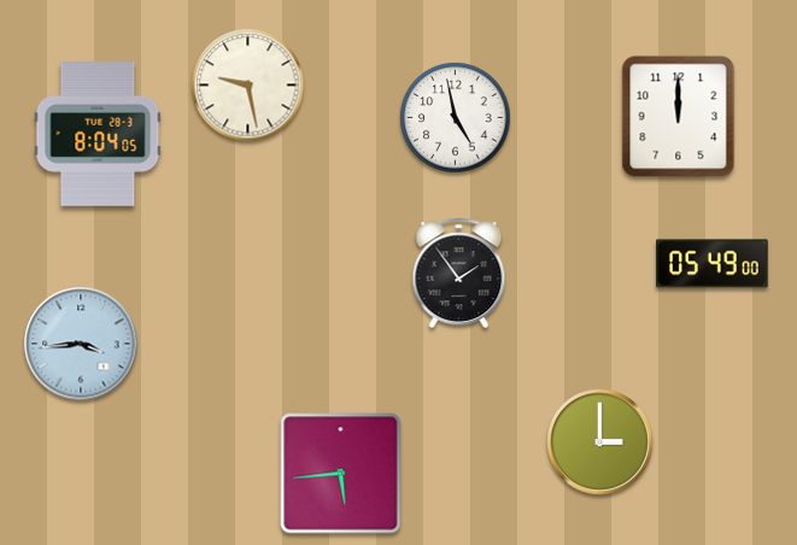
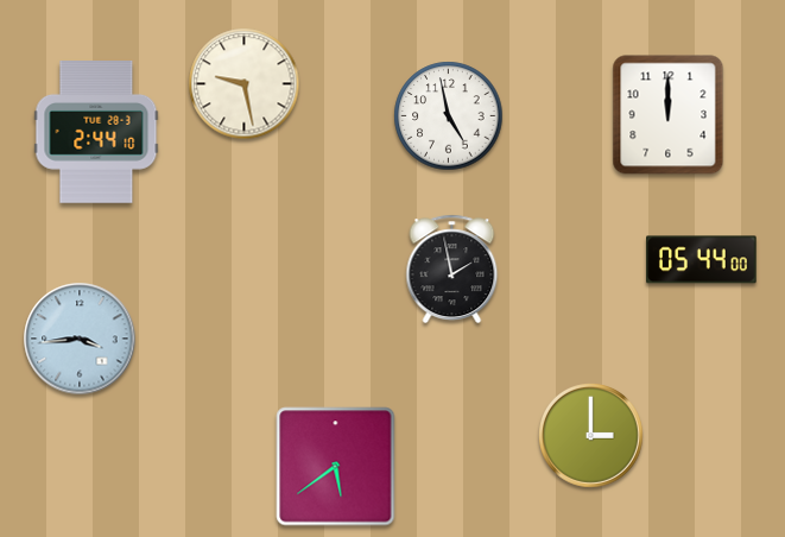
clock at (98, 135): 8:04 -> 2:44
clock at (713, 264): 05:49 -> 05:44
clock at (459, 274): 1:54 -> 1:58
clock at (341, 474): 5:44 -> 5:39
